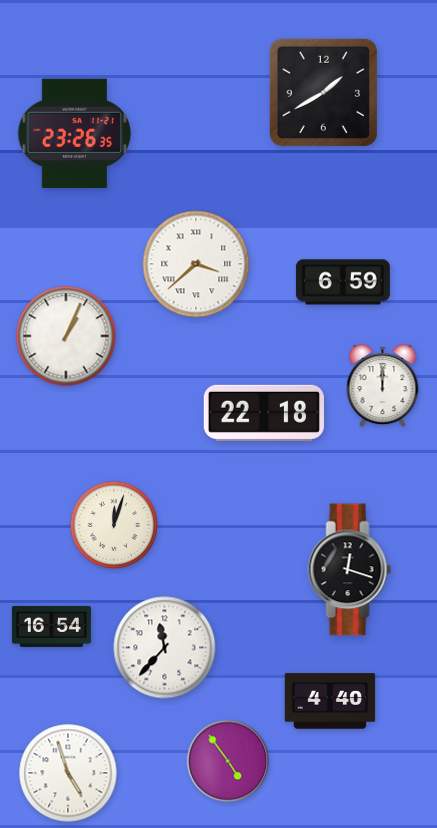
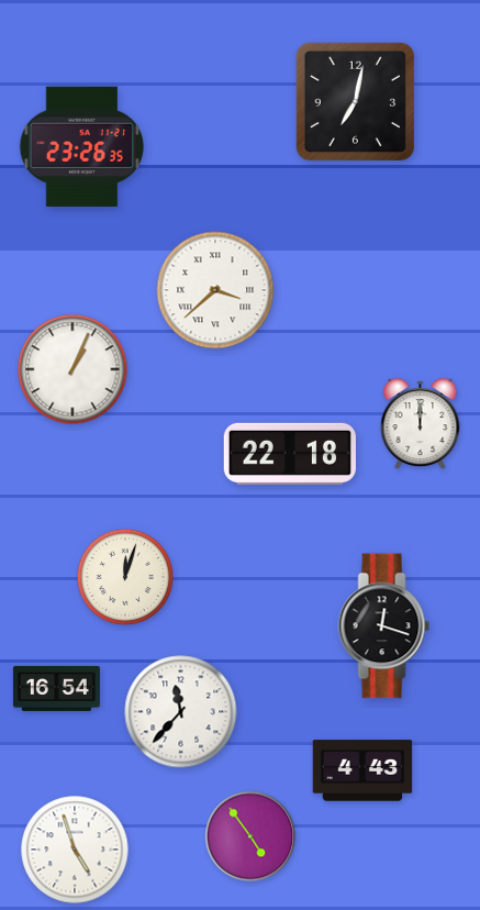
clock at (323, 92): 1:40 -> 7:02
clock at (343, 282): 6:59 -> none
clock at (330, 701): 4:40 -> 4:43
